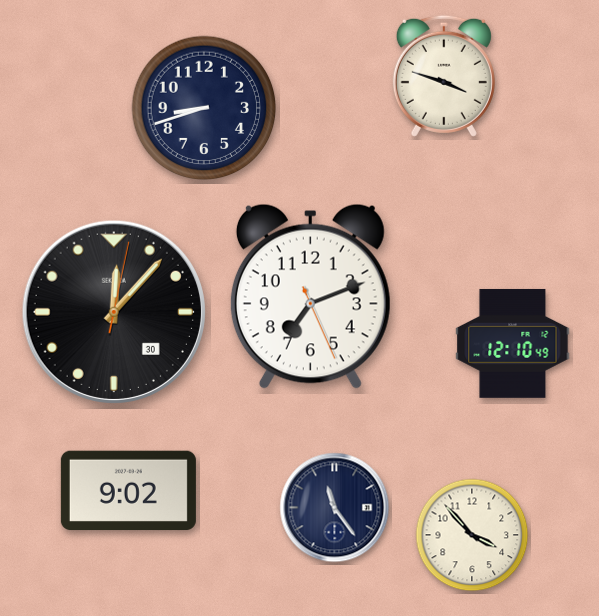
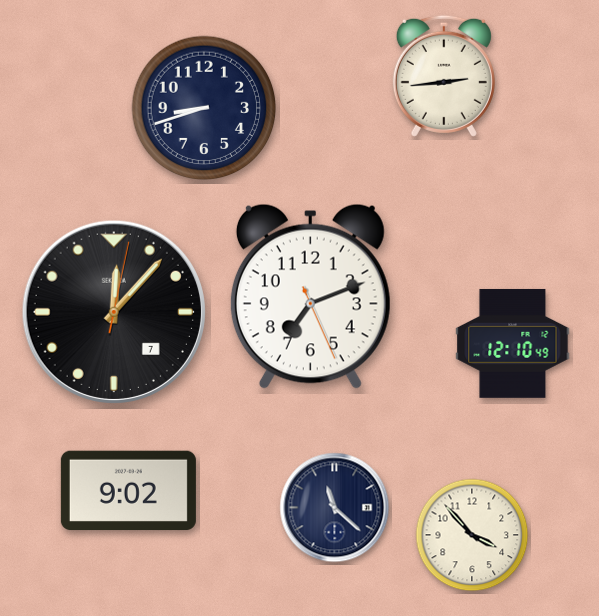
clock at (444, 76): 3:48 -> 2:44
clock at (114, 312) date: 30 -> 7
clock at (335, 508): 11:24 -> 11:22
